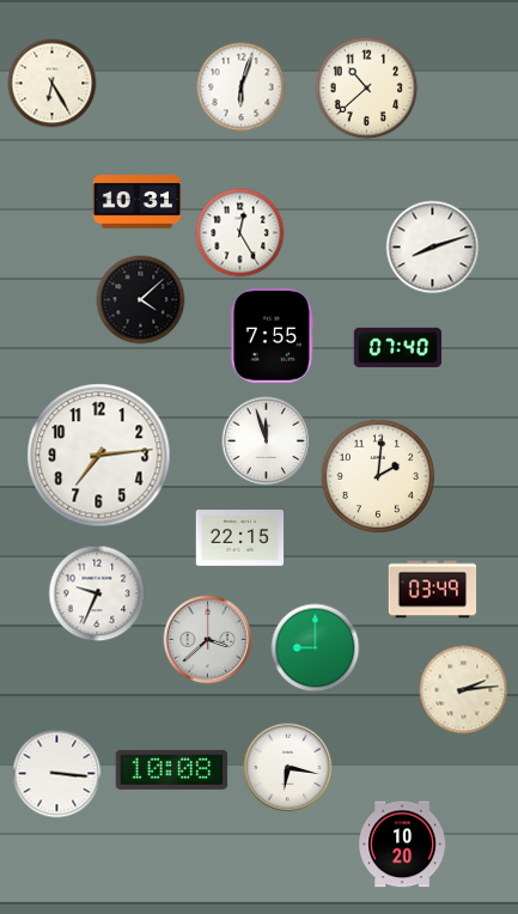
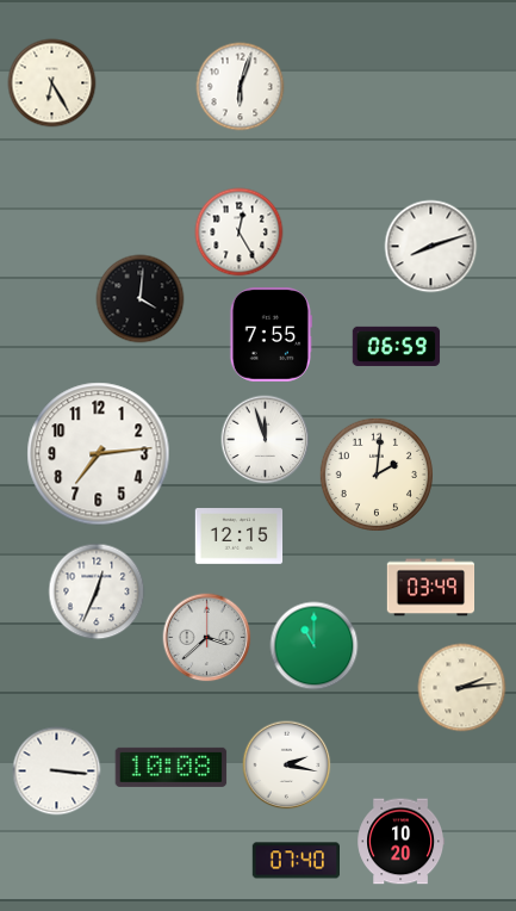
clock at (367, 89): 10:38 -> none
clock at (138, 202): 10:31 -> none
clock at (141, 300): 4:08 -> 4:01
clock at (398, 347): 07:40 -> 06:59
clock at (240, 538): 22:15 -> 12:15
clock at (97, 593): 9:34 -> 12:34
clock at (316, 648): 9:00 -> 11:00
clock at (288, 768): 6:17 -> 2:17
clock at (297, 861): none -> 07:40
